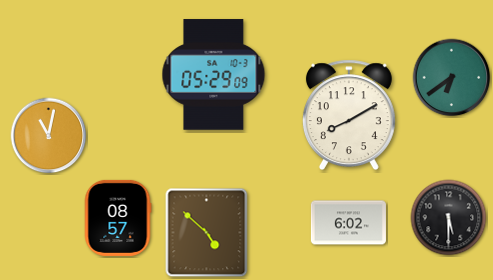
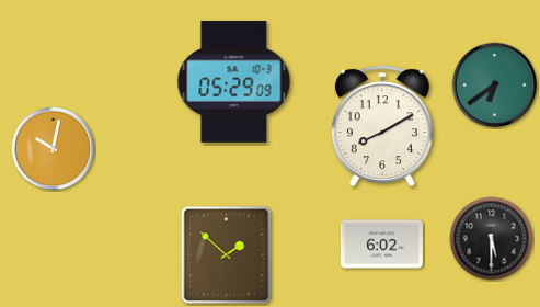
clock at (49, 136): 11:02 -> 10:02
clock at (118, 218): 08:57 -> none
clock at (207, 233): 4:52 -> 1:52
